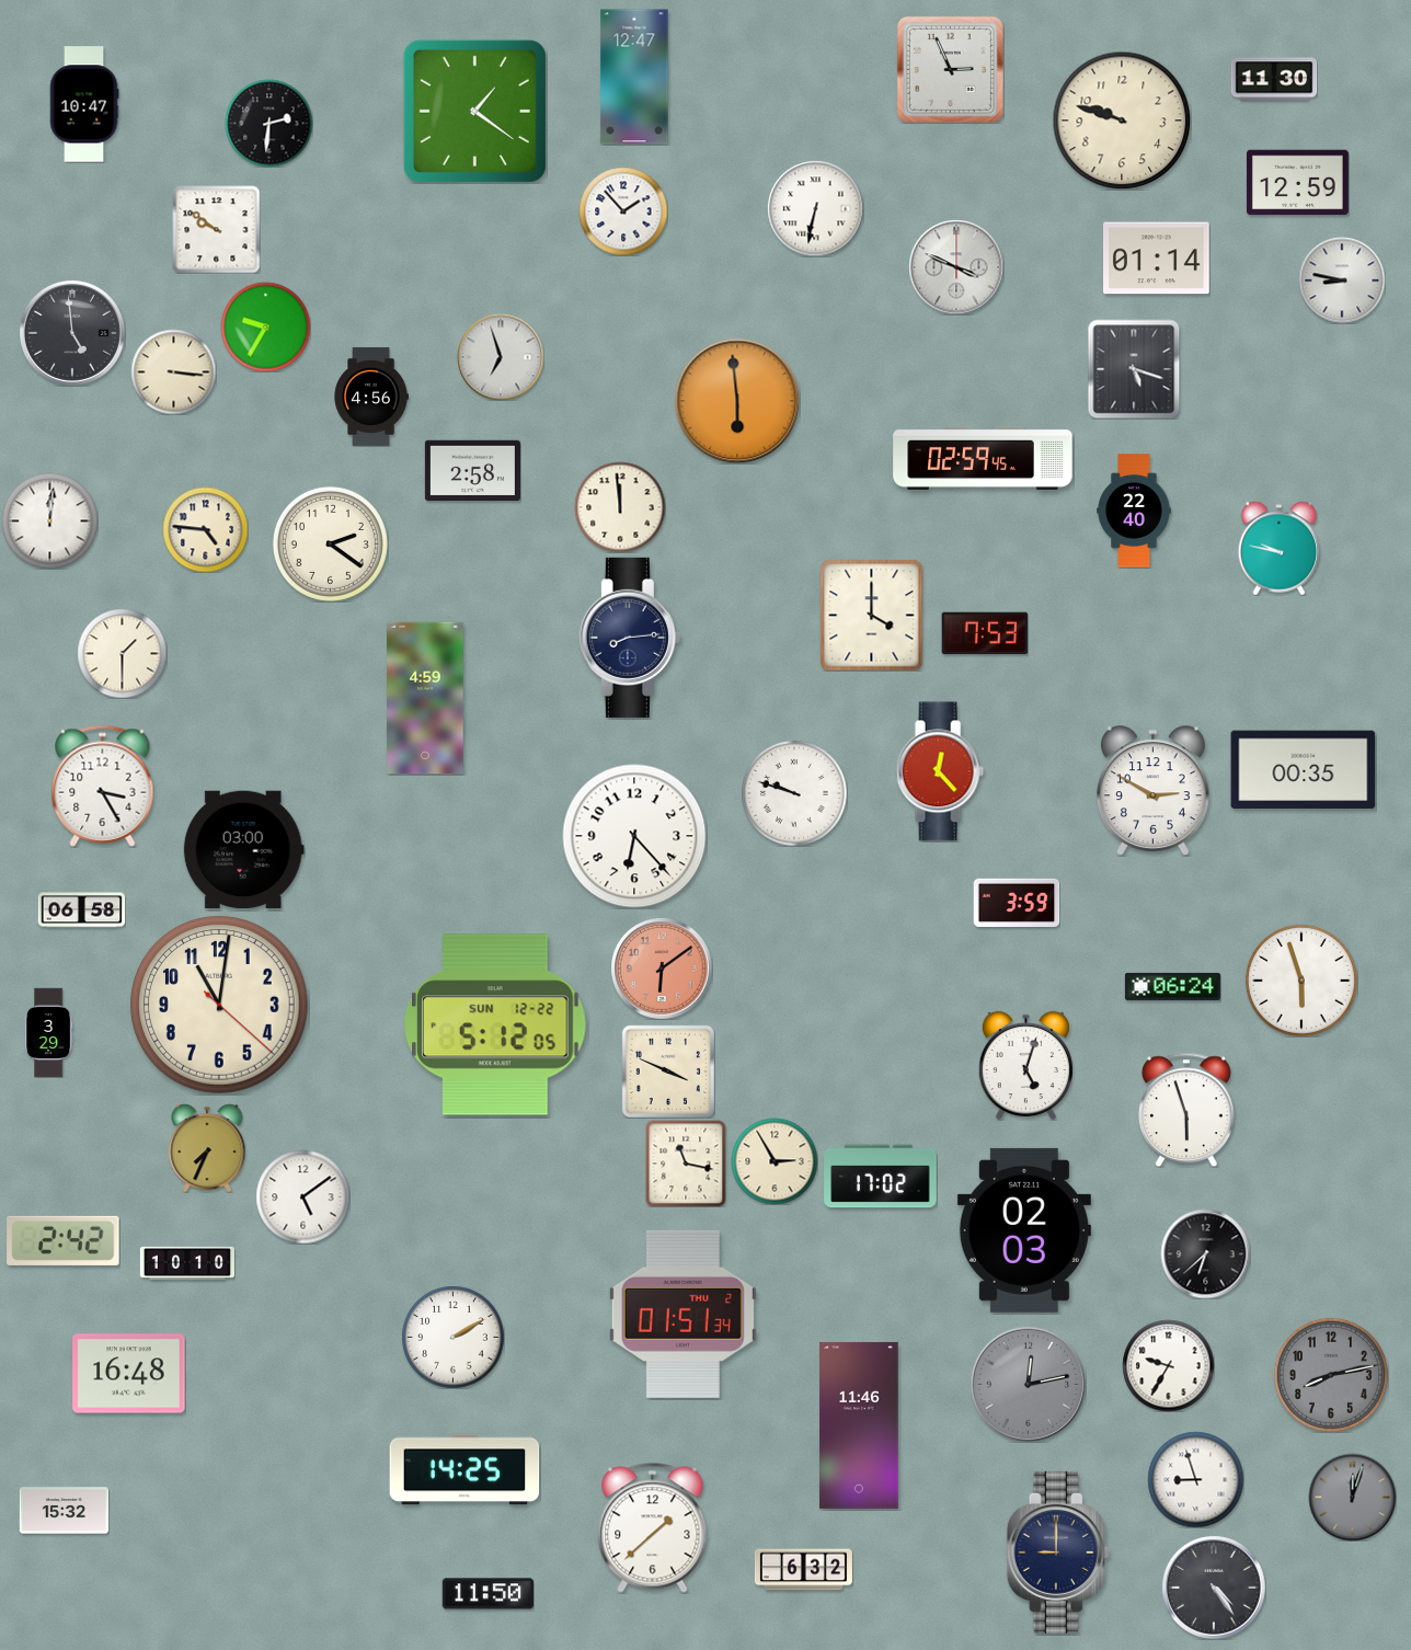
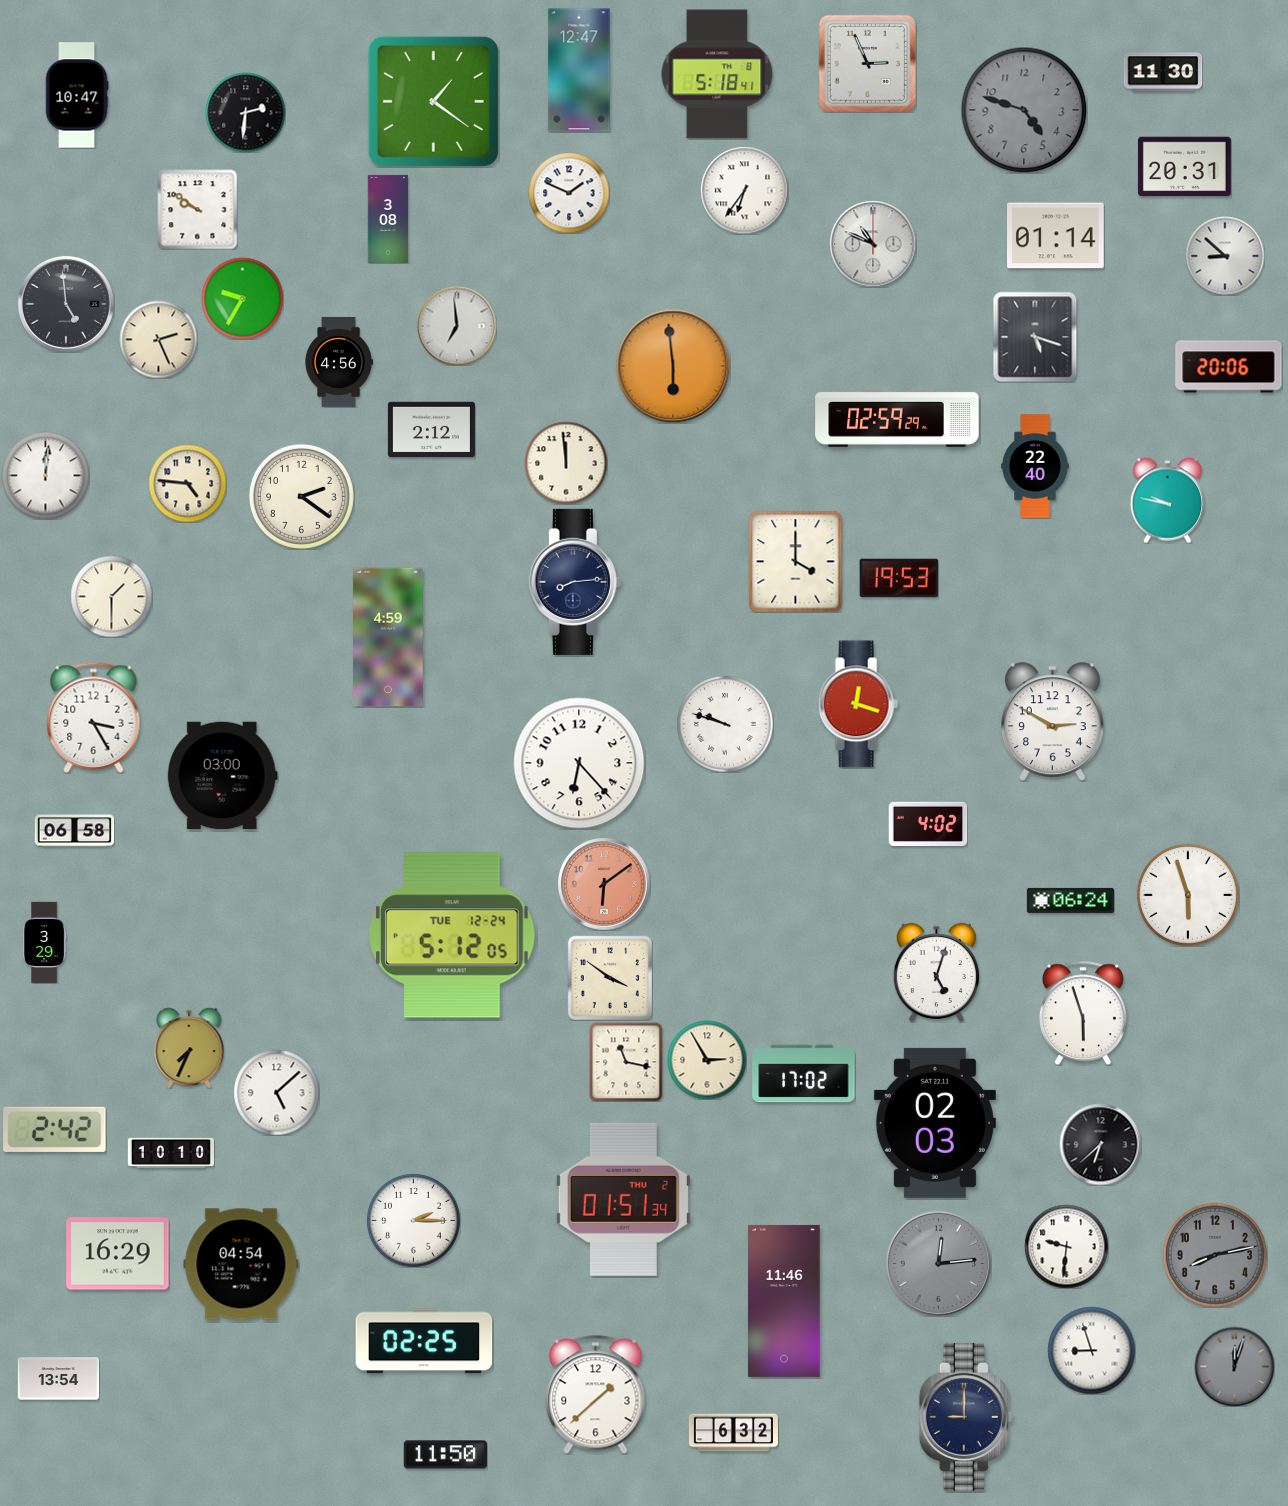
clock at (717, 74): none -> 5:18
clock at (1122, 121): 9:48 -> 4:48
clock at (1122, 121) dial: cream -> grey
clock at (1297, 183): 12:59 -> 20:31
clock at (815, 208): 6:32 -> 6:36
clock at (623, 211): 1:53 -> 1:49
clock at (388, 219): none -> 3:08
clock at (956, 267): 3:49 -> 10:49
clock at (1342, 280): 8:47 -> 8:52
clock at (501, 357): 6:57 -> 6:59
clock at (173, 371): 3:16 -> 2:26
clock at (1229, 367): none -> 20:06
clock at (983, 458): 02:59:45 -> 02:59:29
clock at (472, 471): 2:58 -> 2:12
clock at (985, 633): 7:53 -> 19:53
clock at (1304, 770): 00:35 -> none
clock at (940, 771): 12:23 -> 12:18
clock at (1017, 902): 3:59 -> 4:02
clock at (220, 1006): 11:01 -> none
clock at (496, 1024) date: SUN 12-22 -> TUE 12-24
clock at (668, 1072): 3:49 -> 3:51
clock at (302, 1196): 5:09 -> 5:08
clock at (64, 1240) position: (64, 1240) -> (55, 1129)
clock at (452, 1337): 2:10 -> 2:15
clock at (1168, 1365): 9:35 -> 9:31
clock at (129, 1374): 16:48 -> 16:29
clock at (1028, 1384): 12:13 -> 12:14
clock at (241, 1264): none -> 04:54
clock at (464, 1469): 14:25 -> 02:25
clock at (64, 1511): 15:32 -> 13:54
clock at (1214, 1588): 4:24 -> none
